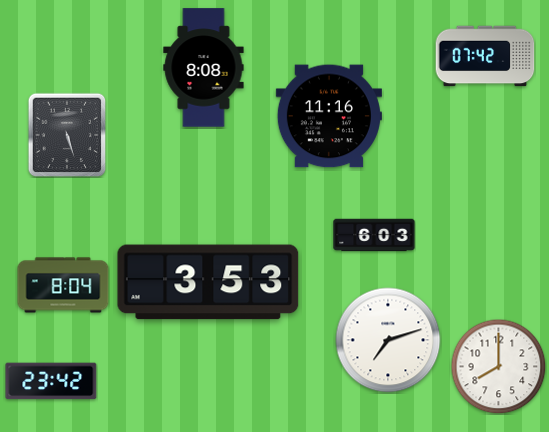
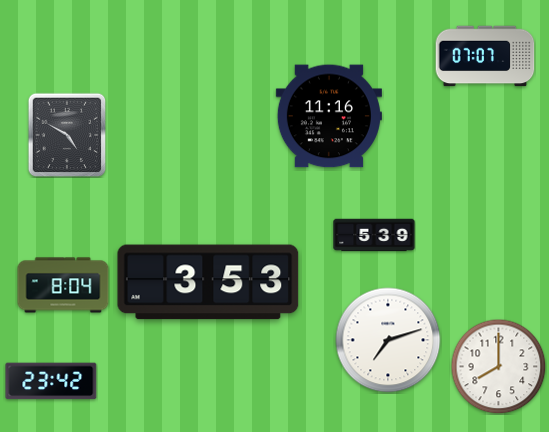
clock at (485, 56): 07:42 -> 07:07
clock at (204, 68): 8:08 -> none
clock at (67, 135): 5:27 -> 4:50
clock at (374, 235): 6:03 -> 5:39
